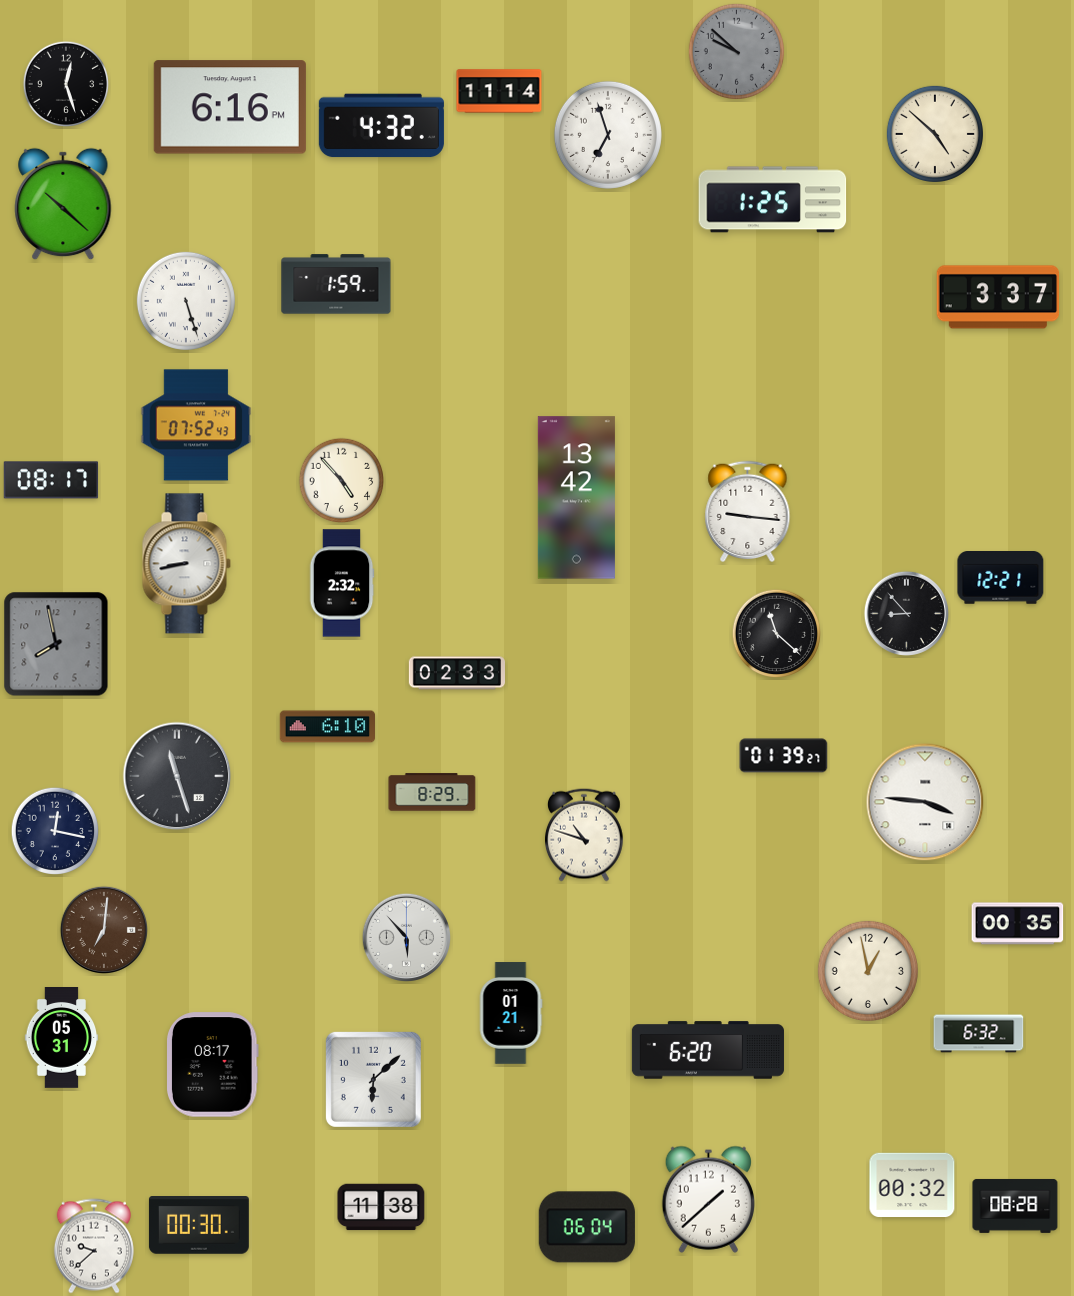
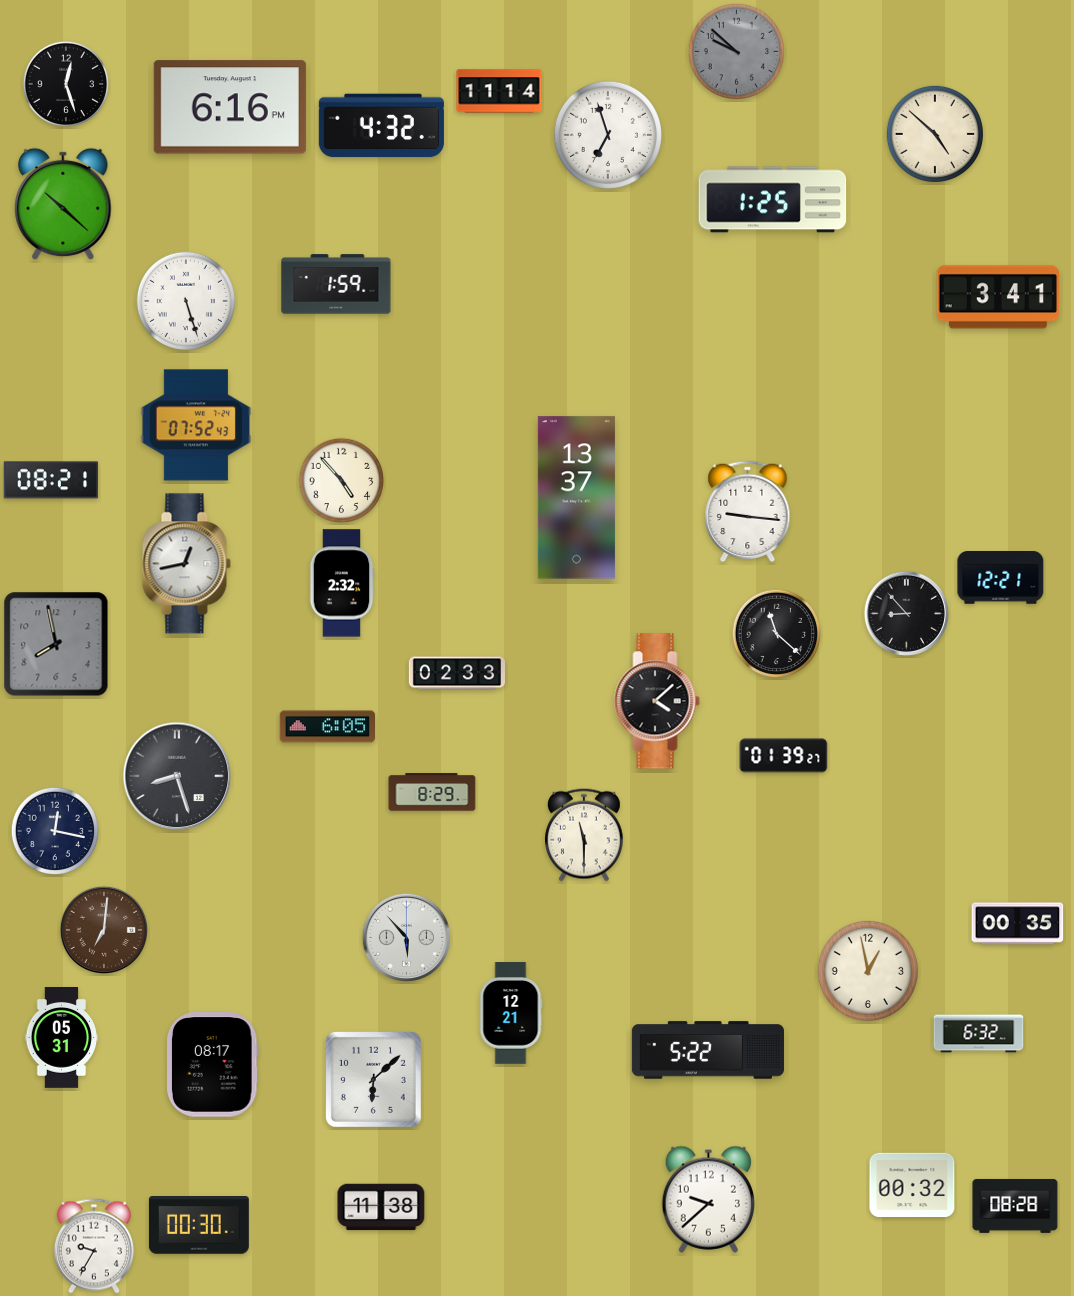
clock at (998, 297): 3:37 -> 3:41
clock at (51, 480): 08:17 -> 08:21
clock at (576, 498): 13:42 -> 13:37
clock at (186, 564): 8:43 -> 12:43
clock at (657, 701): none -> 4:08
clock at (327, 727): 6:10 -> 6:05
clock at (177, 776): 11:27 -> 8:27
clock at (925, 802): 3:46 -> none
clock at (585, 835): 10:48 -> 11:30
clock at (511, 1013): 01:21 -> 12:21
clock at (707, 1050): 6:20 -> 5:22
clock at (708, 1199): 1:38 -> 9:38
clock at (587, 1227): 06:04 -> none
clock at (94, 1246): 9:38 -> 9:35
